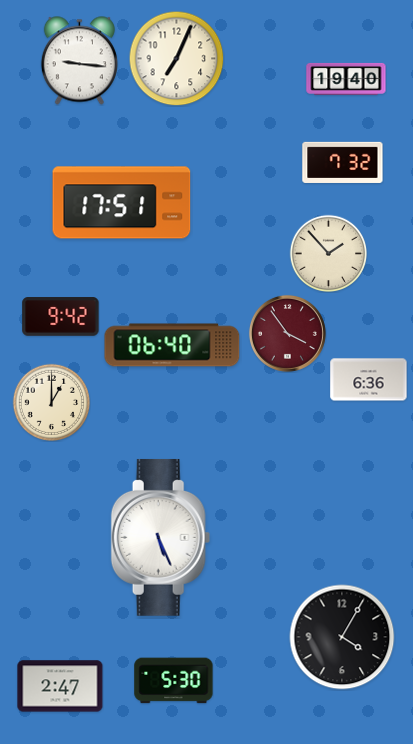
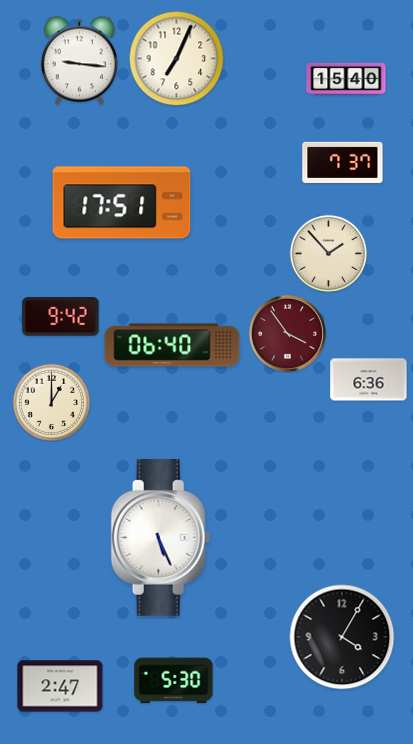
clock at (346, 79): 19:40 -> 15:40
clock at (343, 162): 7:32 -> 7:37
